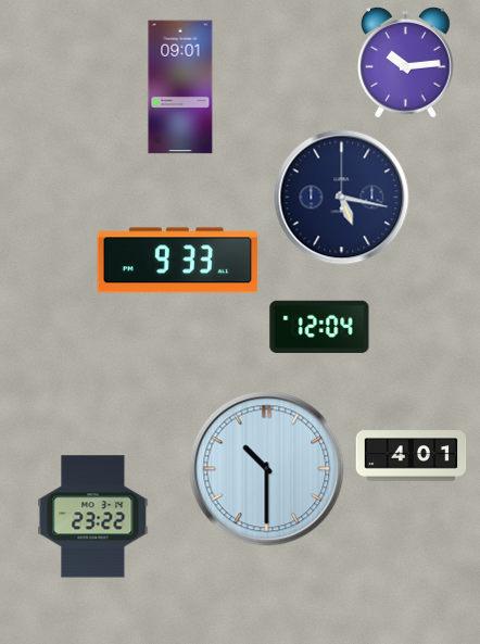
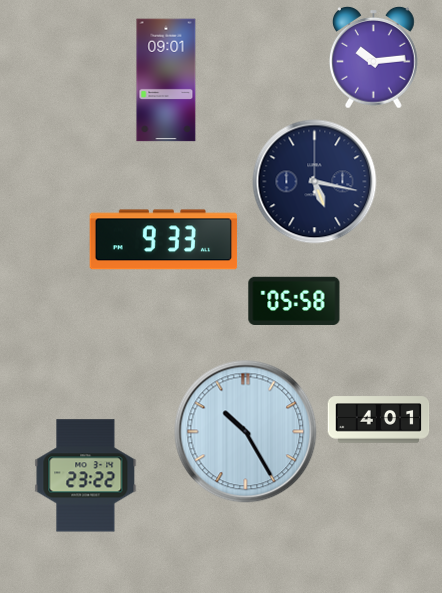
clock at (319, 327): 12:04 -> 05:58
clock at (267, 469): 10:30 -> 10:25
